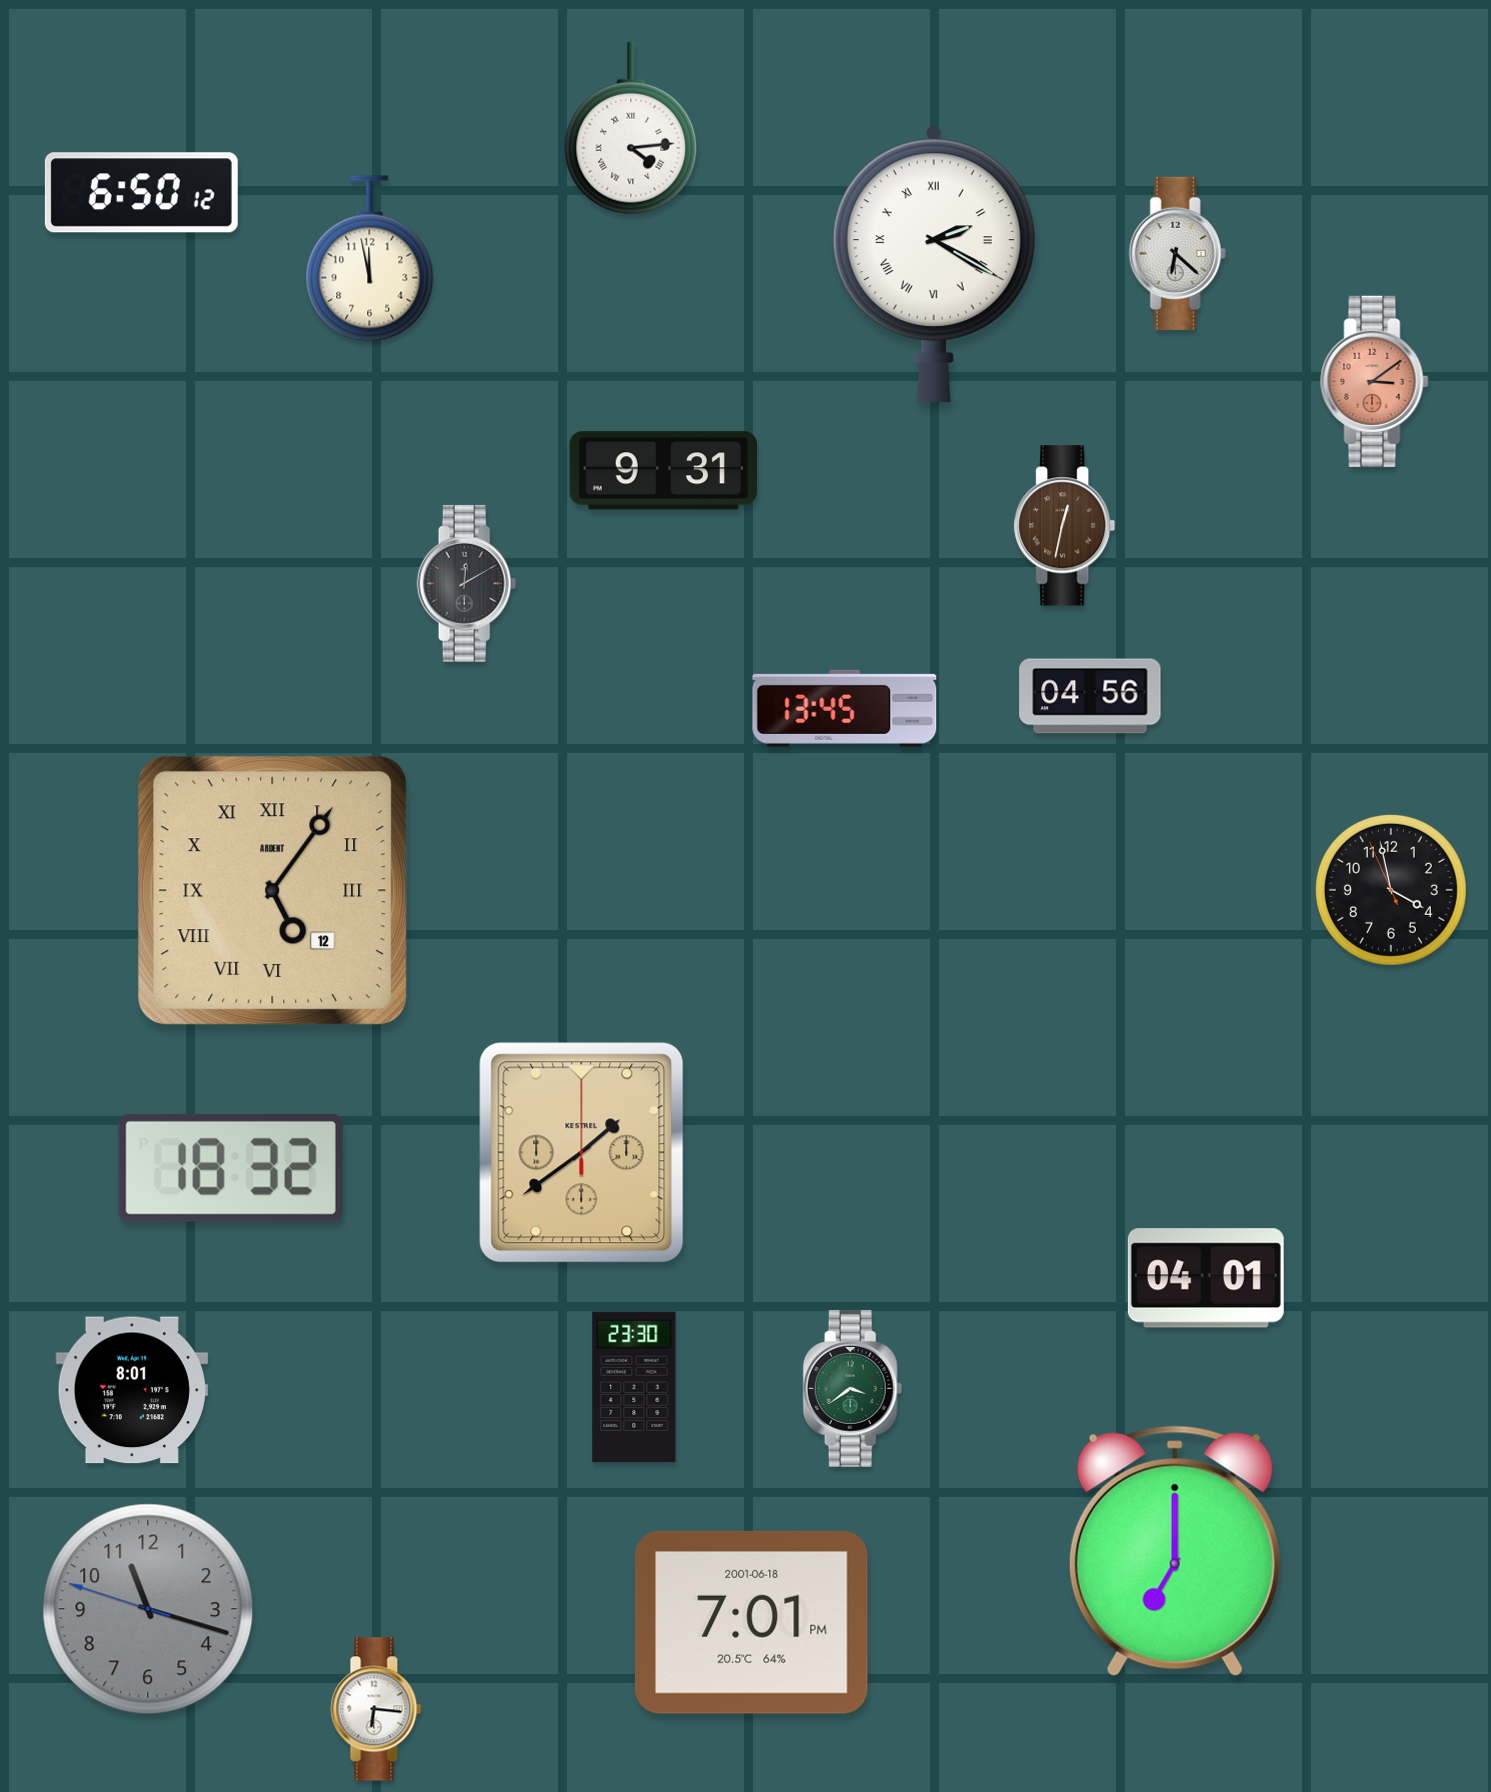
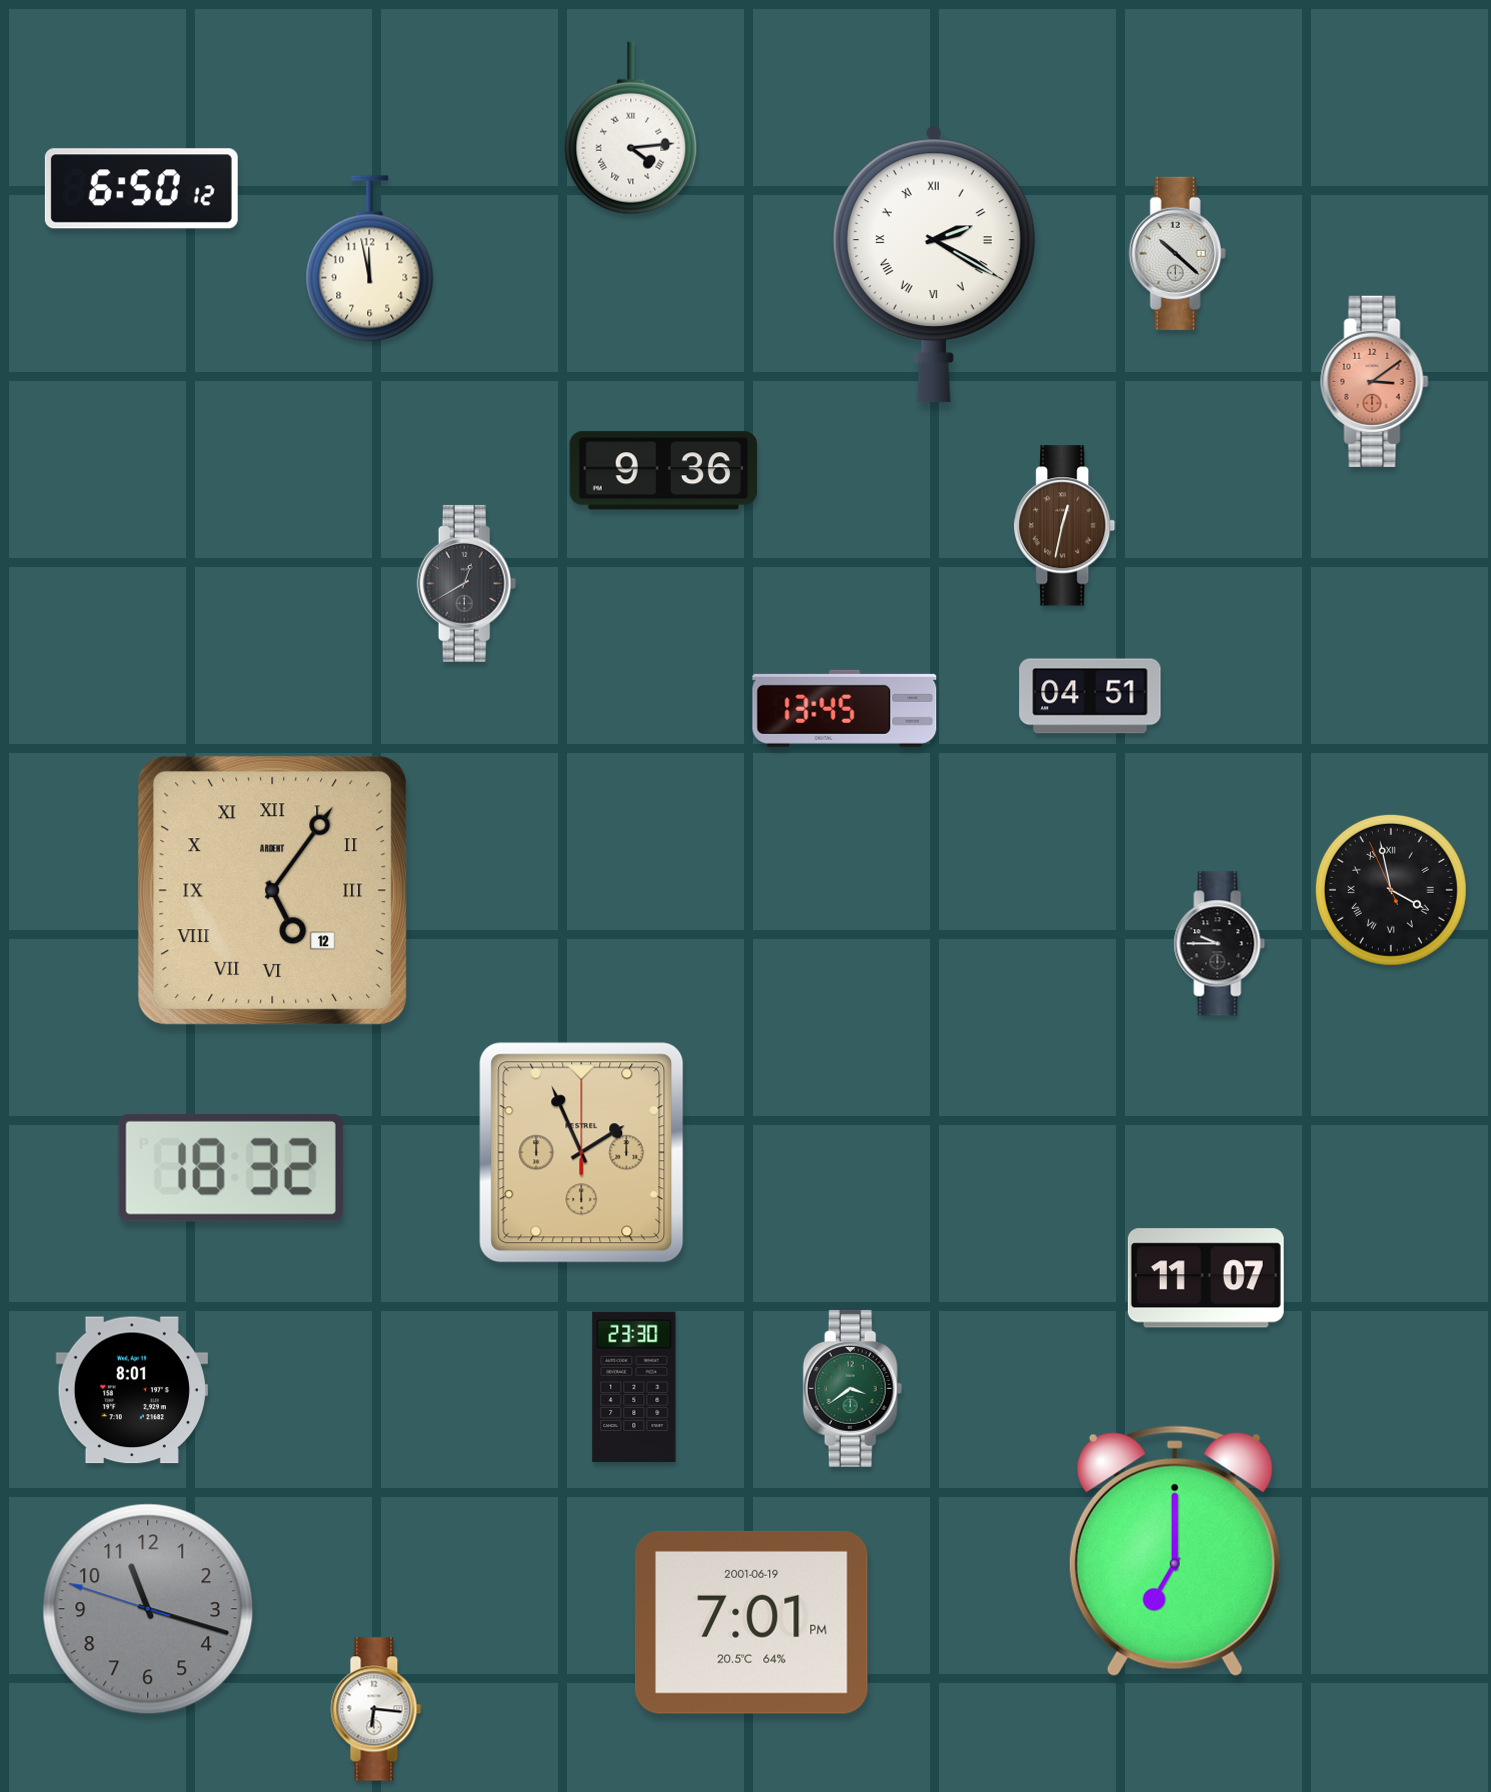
clock at (141, 193) position: (141, 193) -> (141, 189)
clock at (1177, 253): 6:22 -> 10:22
clock at (663, 471): 9:31 -> 9:36
clock at (467, 583): 12:10 -> 12:40
clock at (1090, 696): 04:56 -> 04:51
clock at (1391, 890) numerals: Arabic -> Roman
clock at (1220, 944): none -> 9:45
clock at (582, 1153): 1:39 -> 1:56
clock at (1206, 1278): 04:01 -> 11:07
clock at (751, 1622) date: 2001-06-18 -> 2001-06-19
